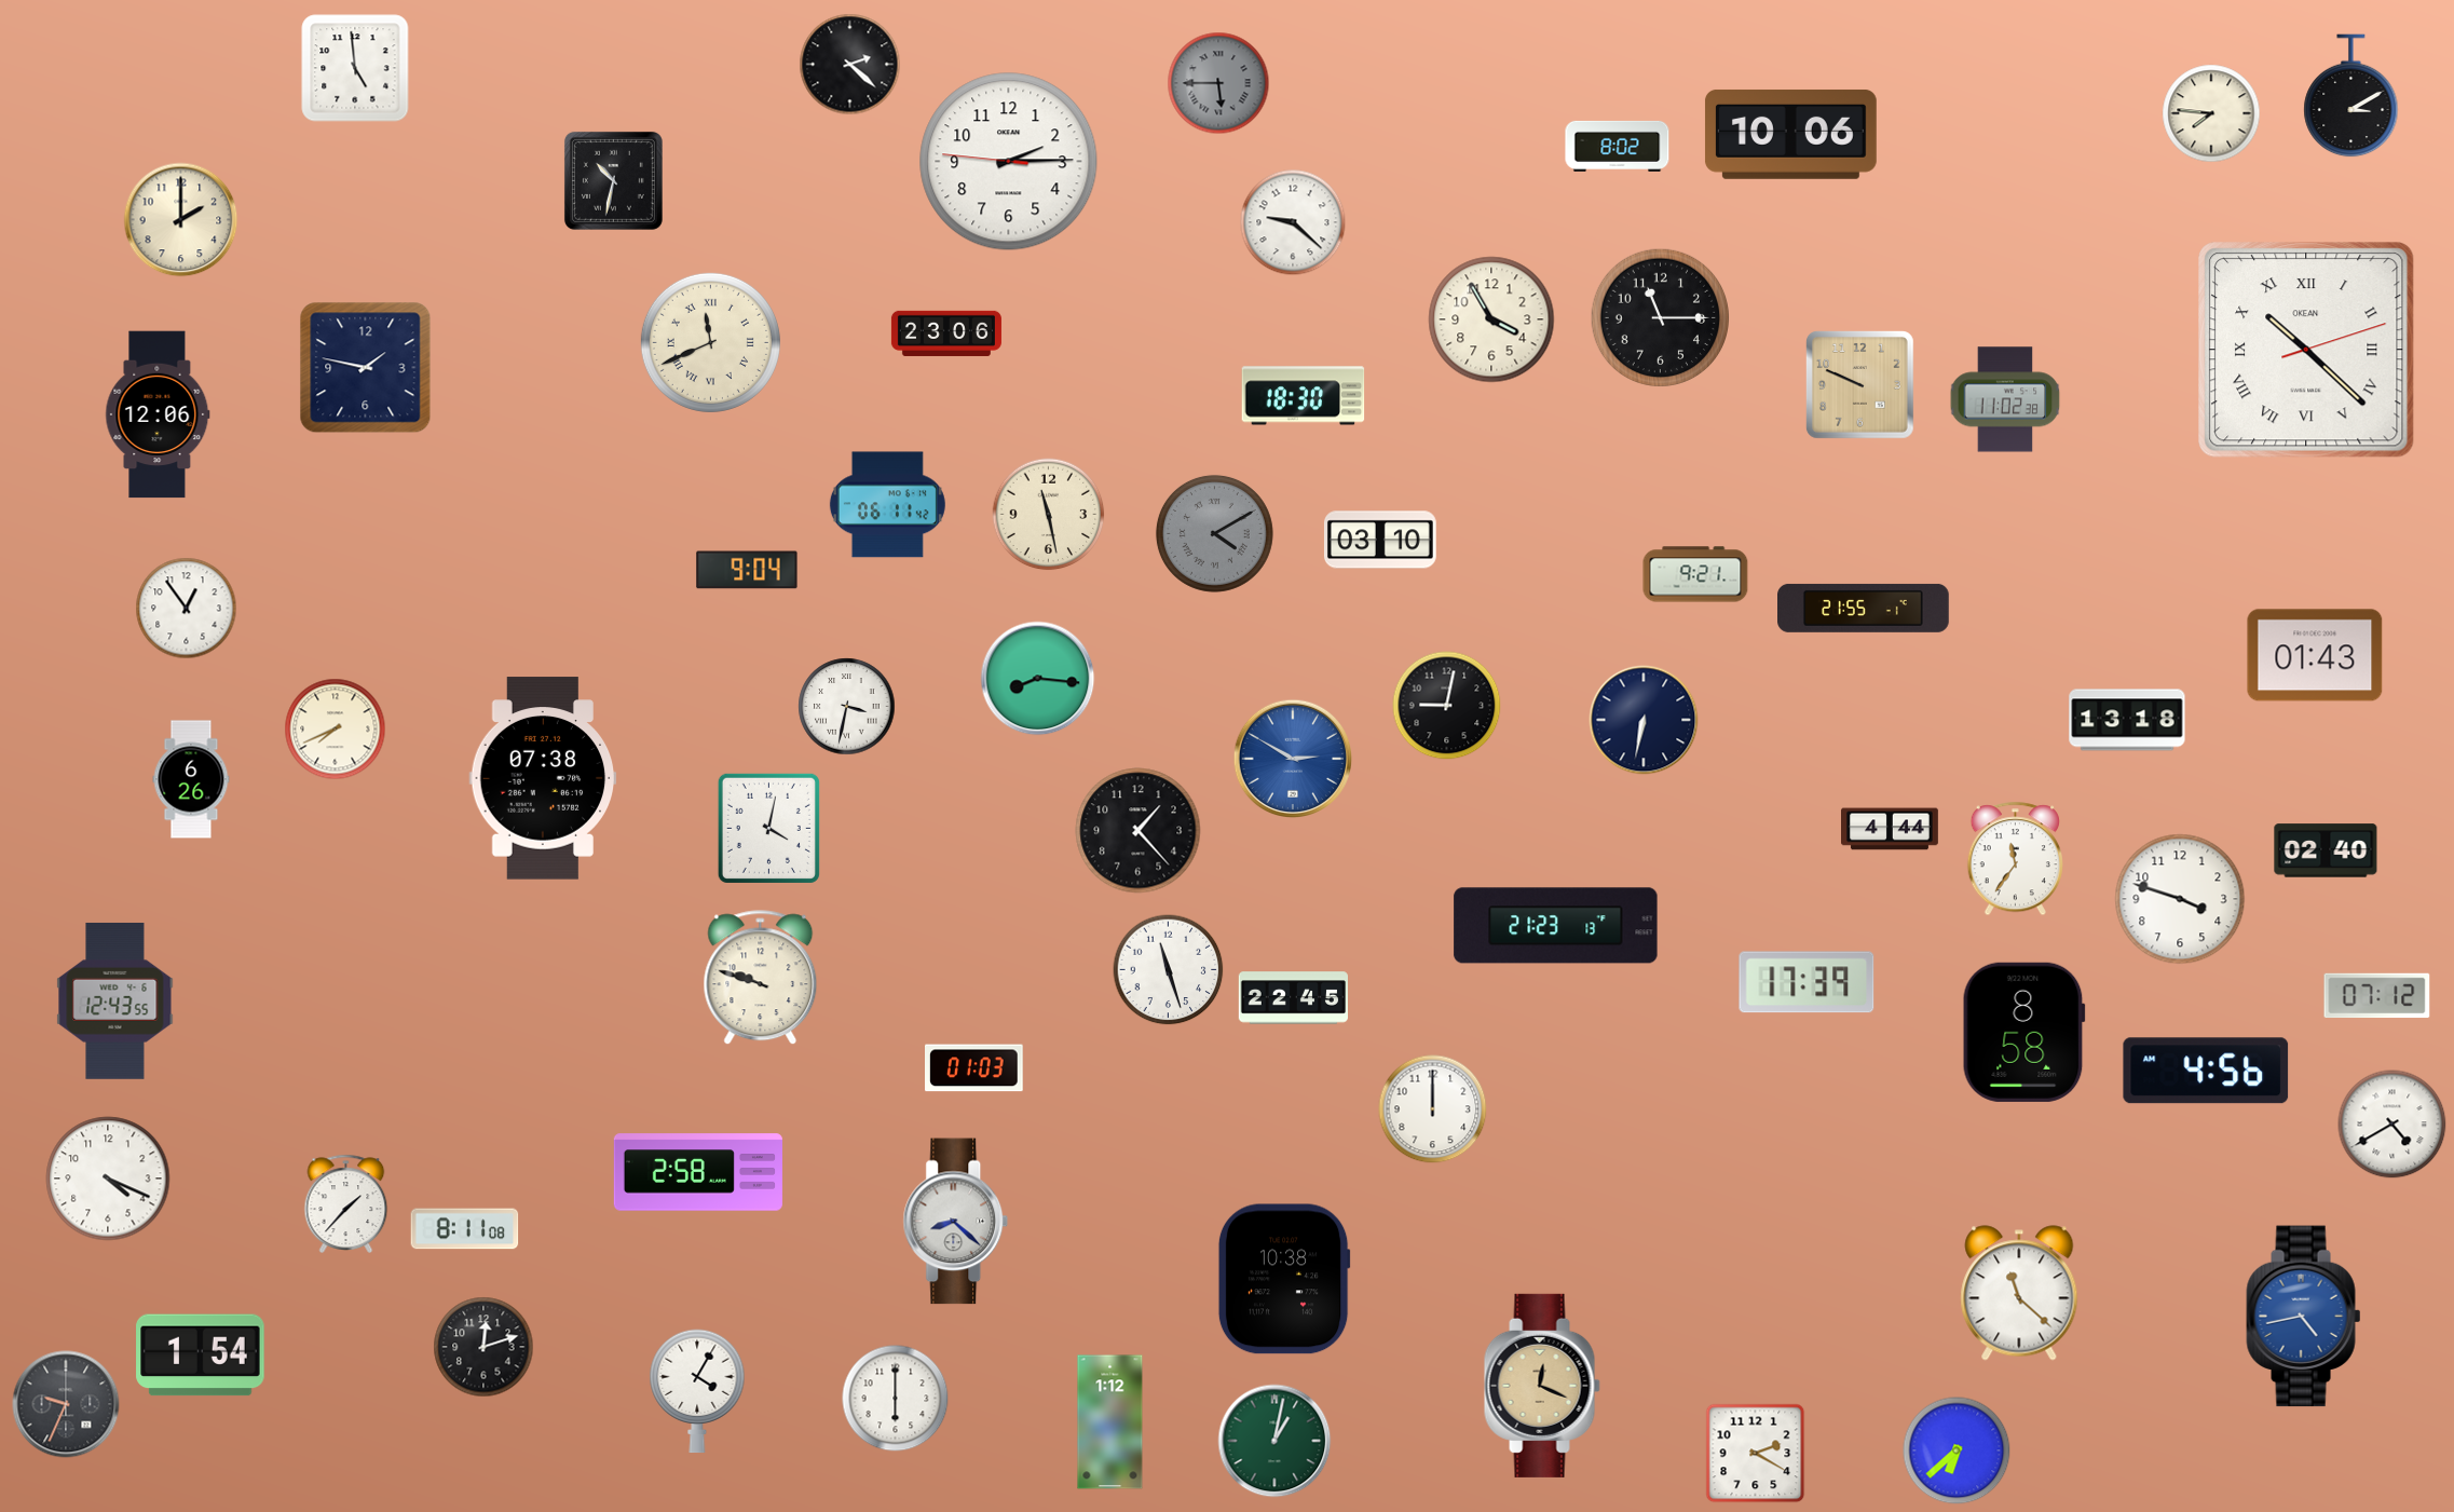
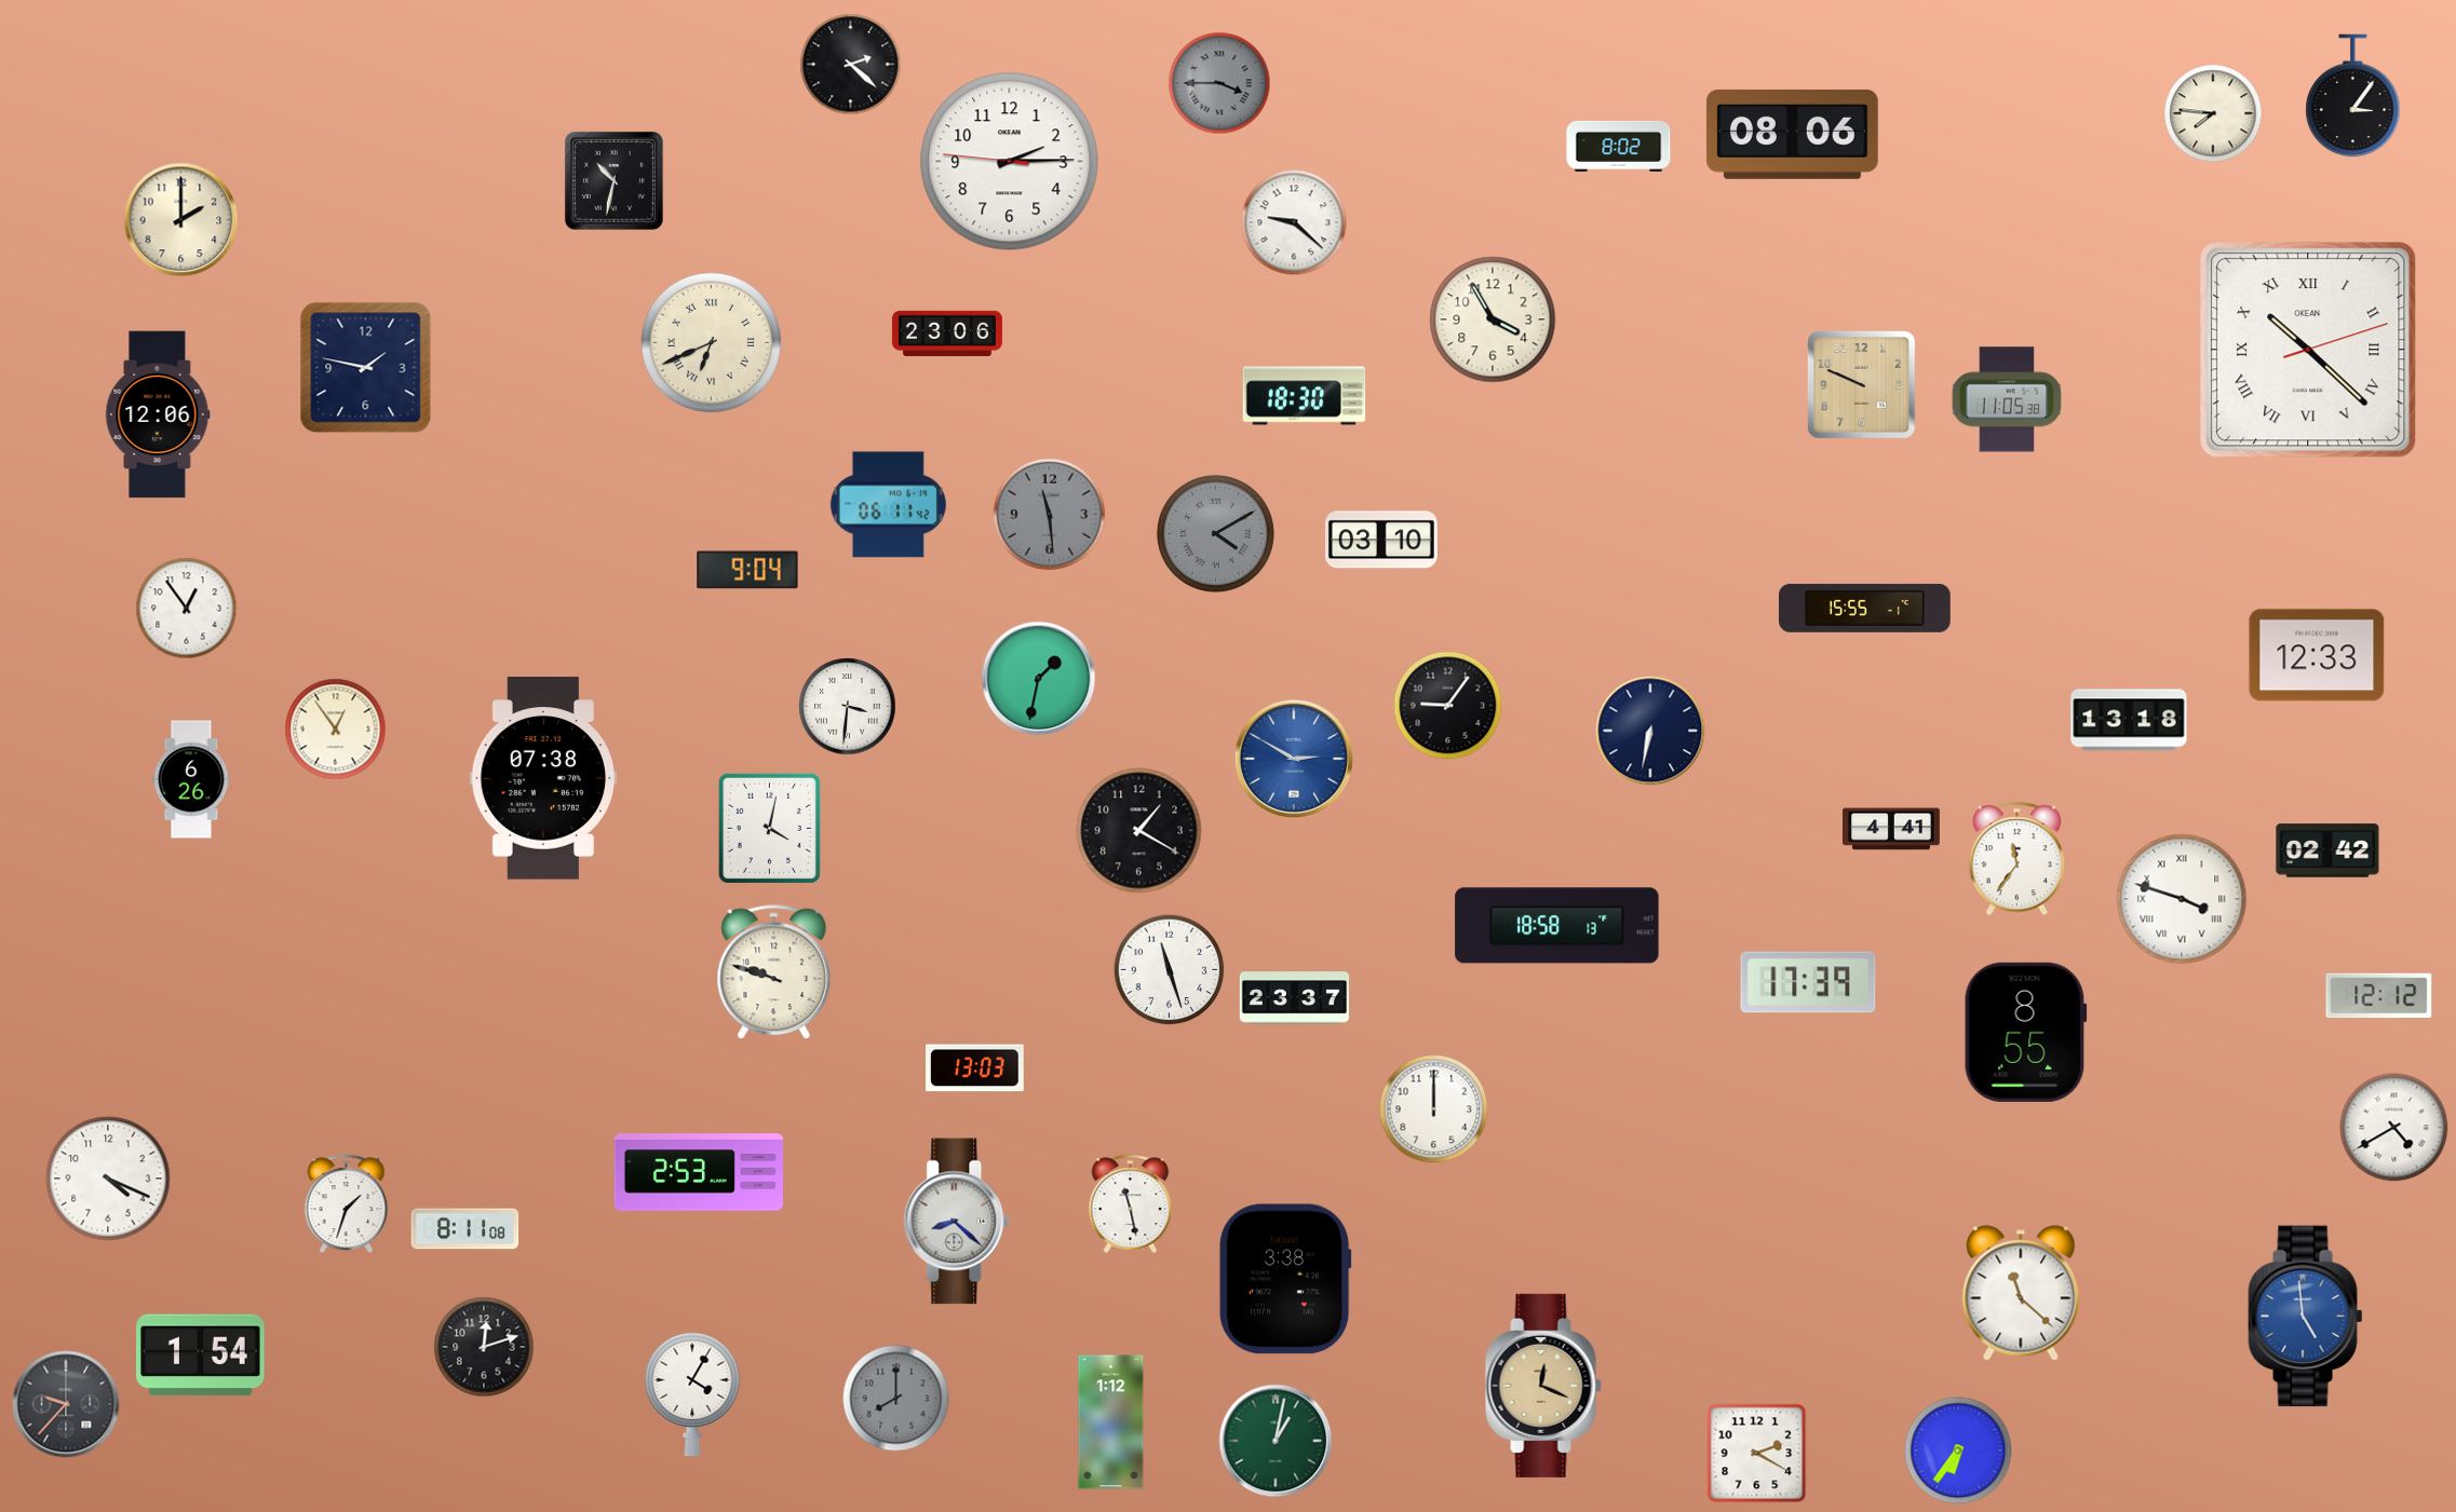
clock at (355, 68): 4:59 -> none
clock at (1218, 83): 5:45 -> 3:45
clock at (2351, 96): 3:10 -> 3:06
clock at (1791, 134): 10:06 -> 08:06
clock at (1660, 317): 11:15 -> none
clock at (710, 342): 11:41 -> 6:41
clock at (2005, 399): 11:02 -> 11:05
clock at (1049, 515): 11:28 -> 11:29
clock at (1049, 515) dial: cream -> grey
clock at (1695, 574): 9:21 -> none
clock at (1864, 608): 21:55 -> 15:55
clock at (2315, 655): 01:43 -> 12:33
clock at (1038, 679): 8:16 -> 1:32
clock at (1447, 706): 9:02 -> 9:06
clock at (847, 707): 3:32 -> 3:31
clock at (1644, 720) position: (1644, 720) -> (1650, 731)
clock at (336, 730): 7:41 -> 12:54
clock at (1891, 829): 4:44 -> 4:41
clock at (1139, 831): 1:23 -> 1:20
clock at (2326, 850): 02:40 -> 02:42
clock at (2180, 899) numerals: Arabic -> Roman
clock at (1556, 926): 21:23 -> 18:58
clock at (761, 978) position: (761, 978) -> (774, 972)
clock at (2377, 996): 07:12 -> 12:12
clock at (1293, 998): 22:45 -> 23:37
clock at (115, 1000): 12:43 -> none
clock at (2023, 1032): 8:58 -> 8:55
clock at (974, 1068): 01:03 -> 13:03
clock at (2206, 1071): 4:56 -> none
clock at (2392, 1125) position: (2392, 1125) -> (2394, 1128)
clock at (698, 1172): 2:58 -> 2:53
clock at (346, 1203): 1:37 -> 1:33
clock at (1131, 1203): none -> 11:28
clock at (1284, 1279): 10:38 -> 3:38
clock at (2304, 1317): 4:43 -> 4:59
clock at (697, 1391) position: (697, 1391) -> (692, 1394)
clock at (896, 1399): 6:00 -> 8:00
clock at (896, 1399) dial: white -> grey
clock at (66, 1404): 9:34 -> 9:37
clock at (1957, 1450): 6:38 -> 6:36
